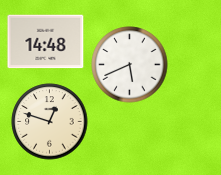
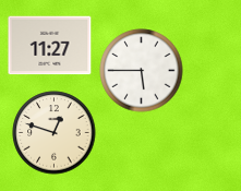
clock at (46, 42): 14:48 -> 11:27
clock at (130, 65): 5:41 -> 5:45
